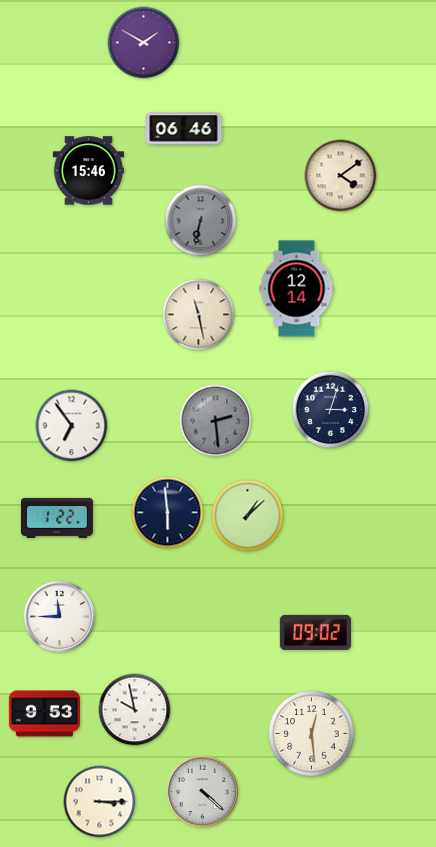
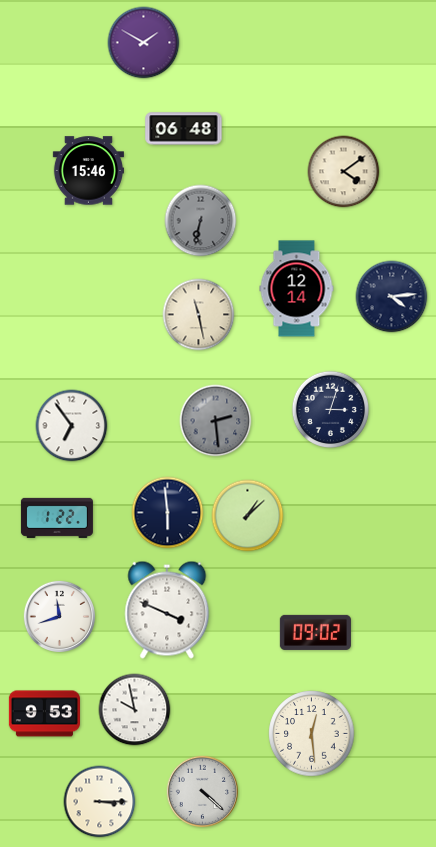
clock at (184, 129): 06:46 -> 06:48
clock at (341, 176) position: (341, 176) -> (344, 172)
clock at (392, 297): none -> 4:14
clock at (167, 610): none -> 3:49
clock at (59, 616): 11:45 -> 11:42
